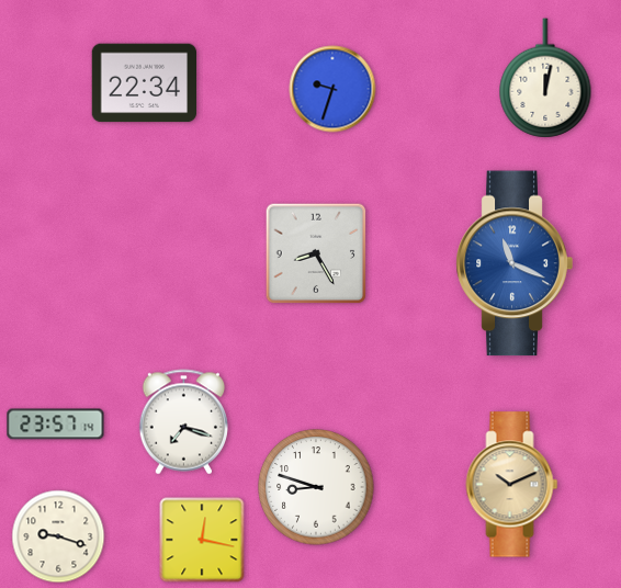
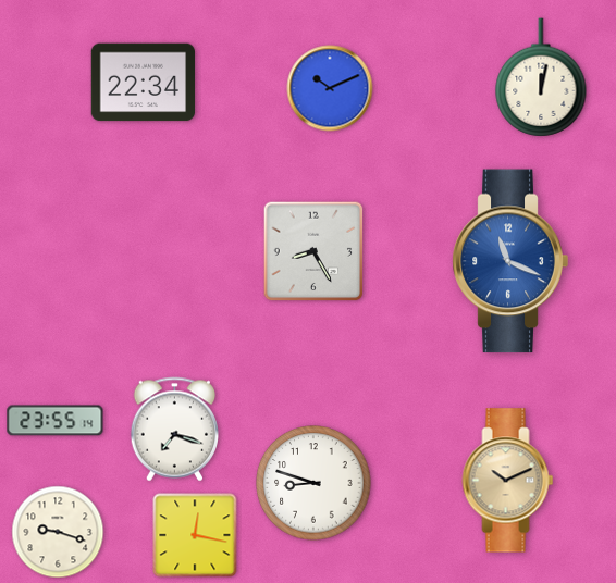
clock at (332, 89): 9:33 -> 10:11
clock at (183, 422) position: (183, 422) -> (174, 430)
clock at (56, 425): 23:57 -> 23:55
clock at (202, 540) position: (202, 540) -> (195, 535)
